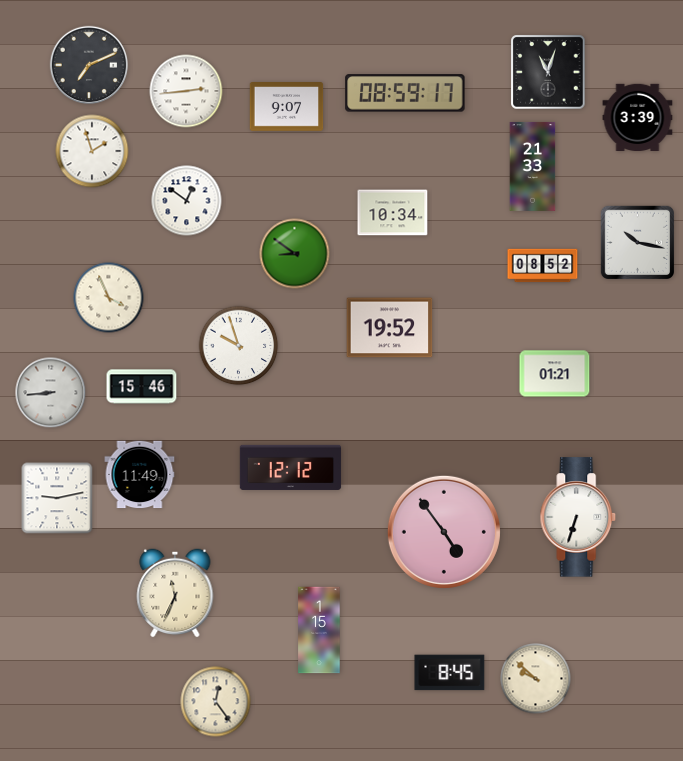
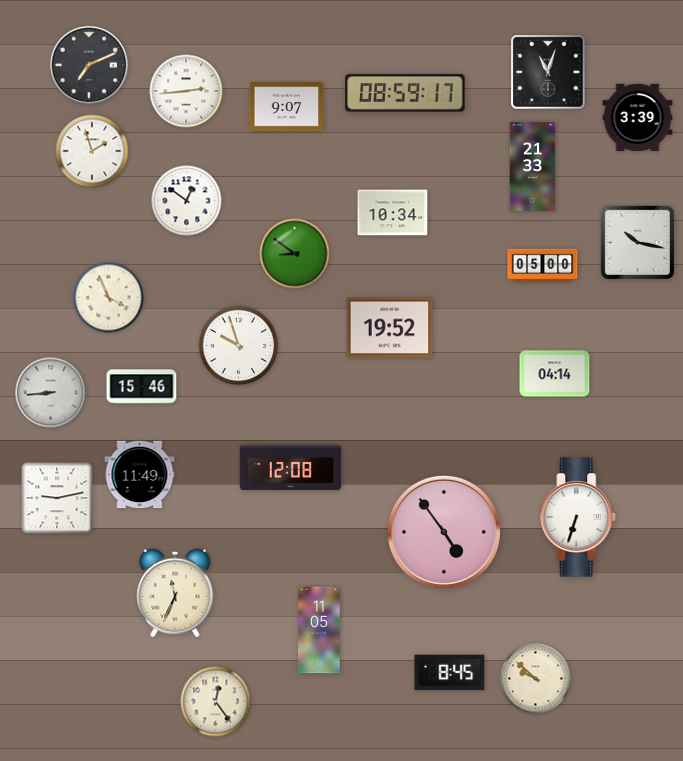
clock at (543, 266): 08:52 -> 05:00
clock at (555, 374): 01:21 -> 04:14
clock at (291, 467): 12:12 -> 12:08
clock at (319, 630): 1:15 -> 11:05
